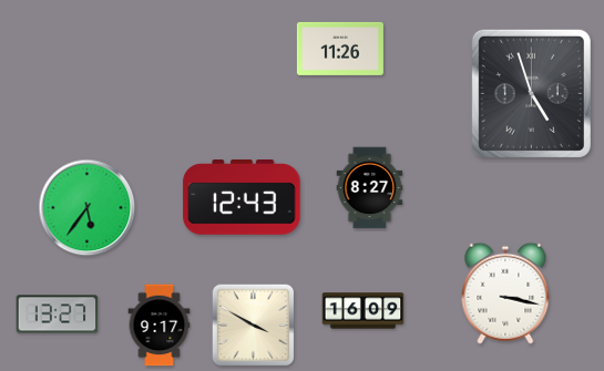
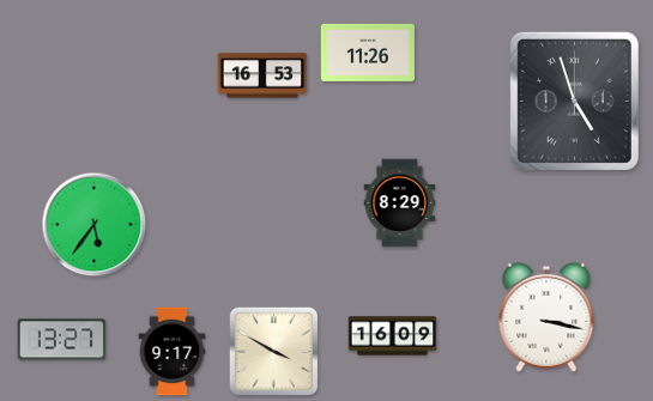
clock at (262, 75): none -> 16:53
clock at (370, 188): 8:27 -> 8:29
clock at (242, 198): 12:43 -> none
